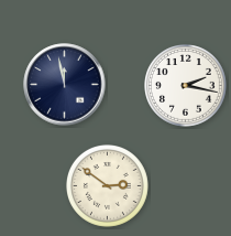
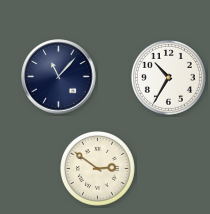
clock at (65, 85): 11:58 -> 11:07
clock at (186, 86): 2:17 -> 10:35
